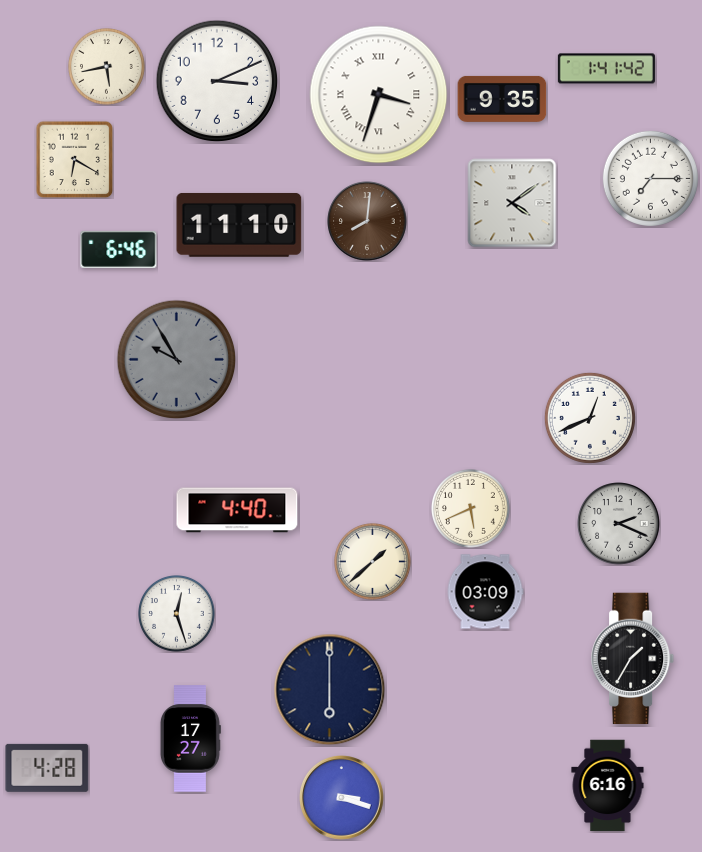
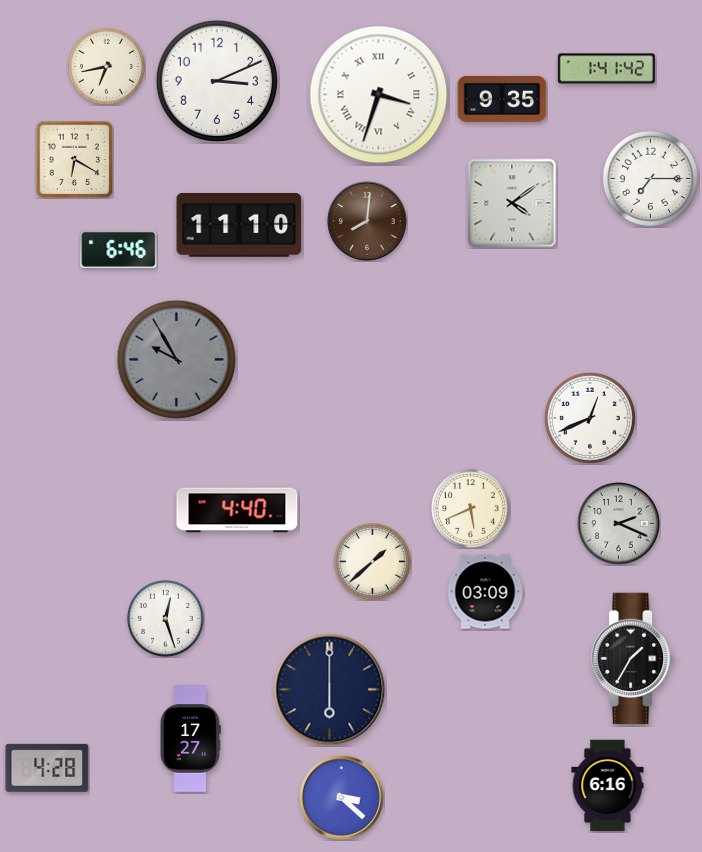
clock at (107, 67): 5:43 -> 6:43
clock at (177, 614) position: (177, 614) -> (166, 619)
clock at (342, 798): 3:18 -> 3:22
